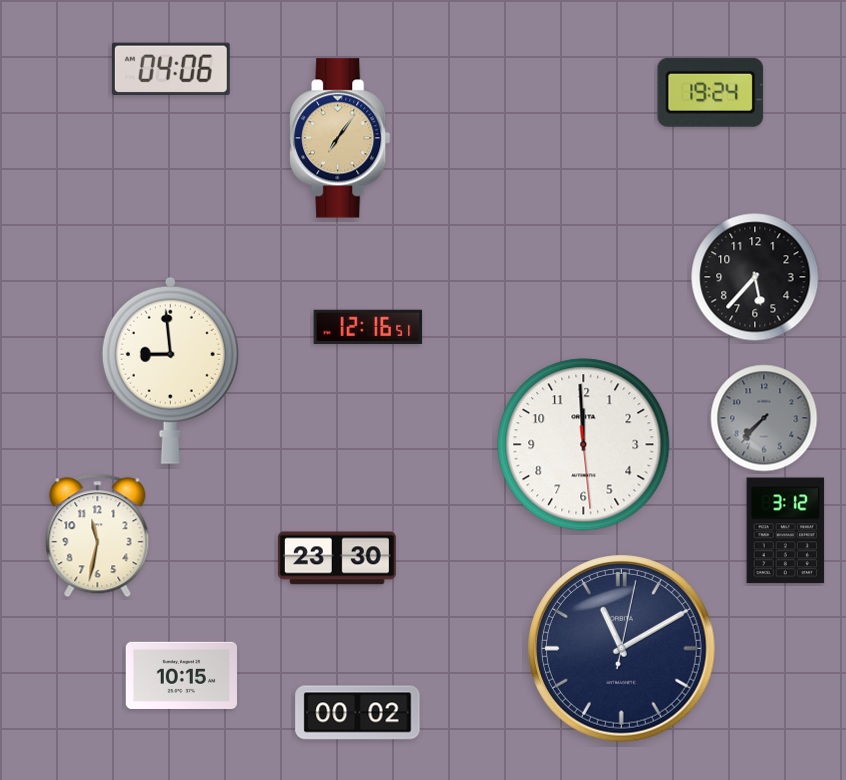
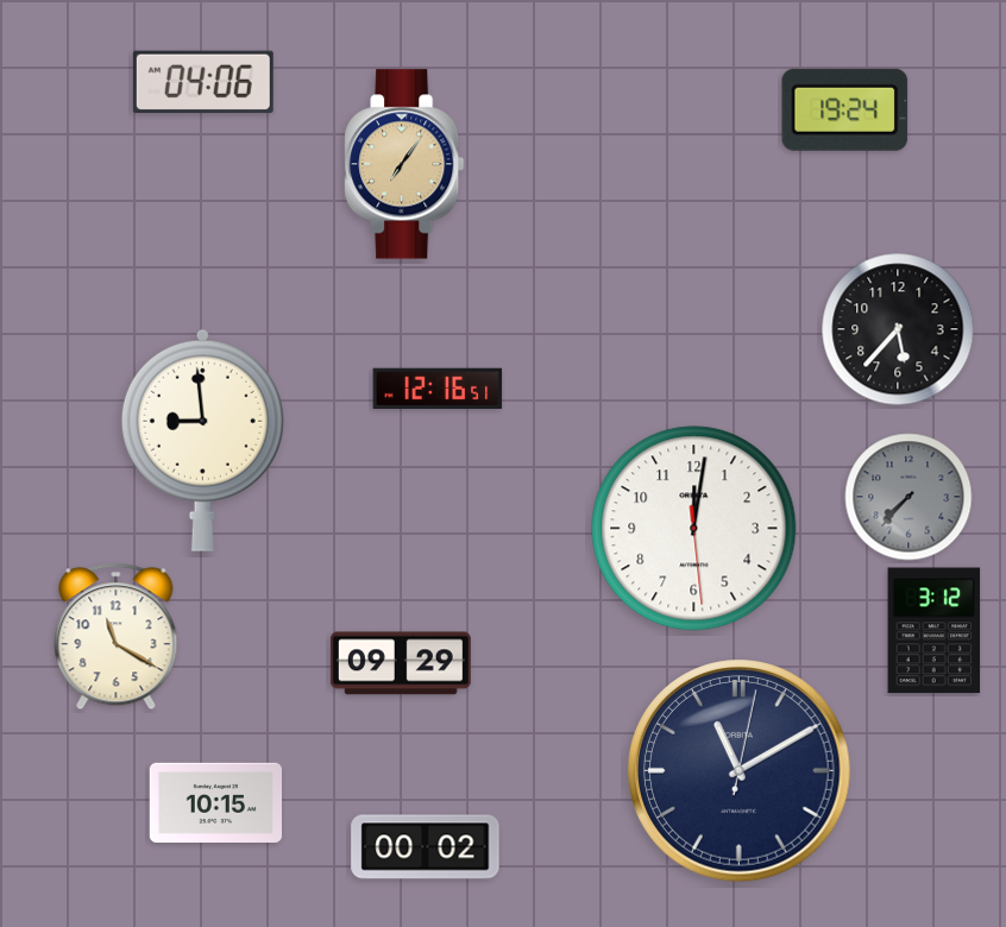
clock at (584, 445): 11:59 -> 12:01
clock at (98, 536): 11:32 -> 11:20
clock at (337, 558): 23:30 -> 09:29
